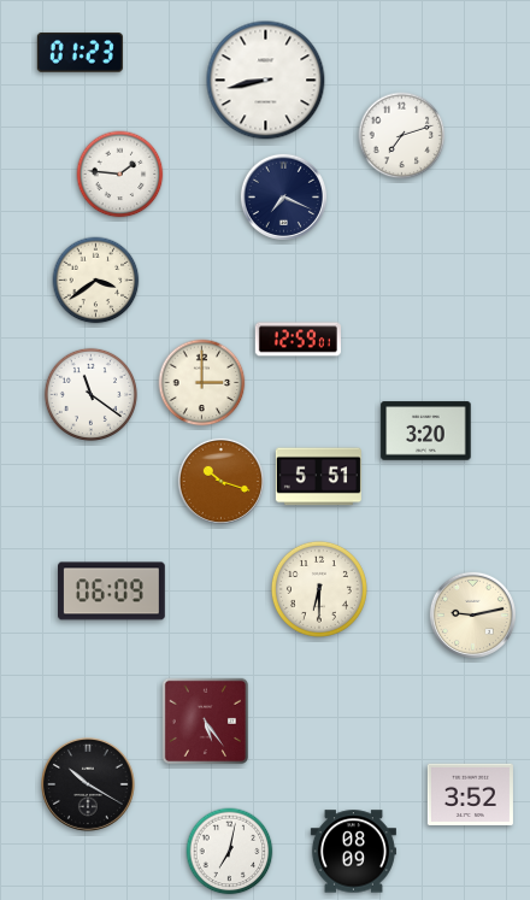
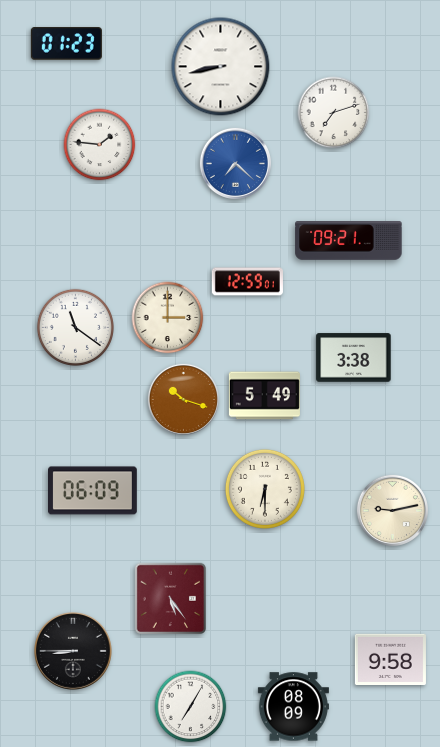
clock at (283, 196): 7:19 -> 7:22
clock at (283, 196) dial: navy -> blue
clock at (96, 281): 3:39 -> none
clock at (349, 241): none -> 09:21
clock at (426, 431): 3:20 -> 3:38
clock at (318, 477): 5:51 -> 5:49
clock at (89, 786): 10:20 -> 8:45
clock at (470, 794): 3:52 -> 9:58
clock at (230, 852): 7:02 -> 7:05
